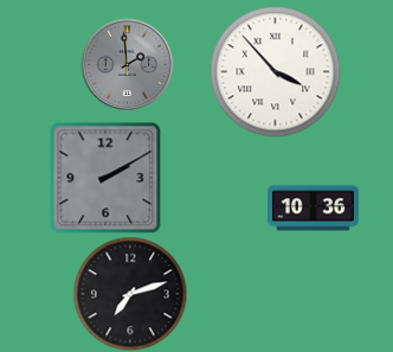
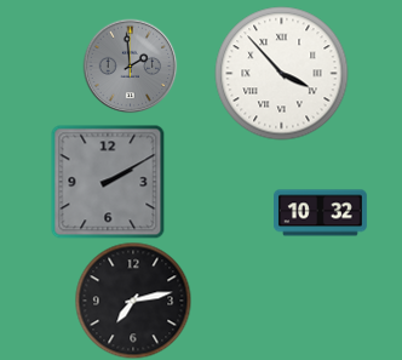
clock at (314, 209): 10:36 -> 10:32
clock at (130, 294): 7:12 -> 7:13
